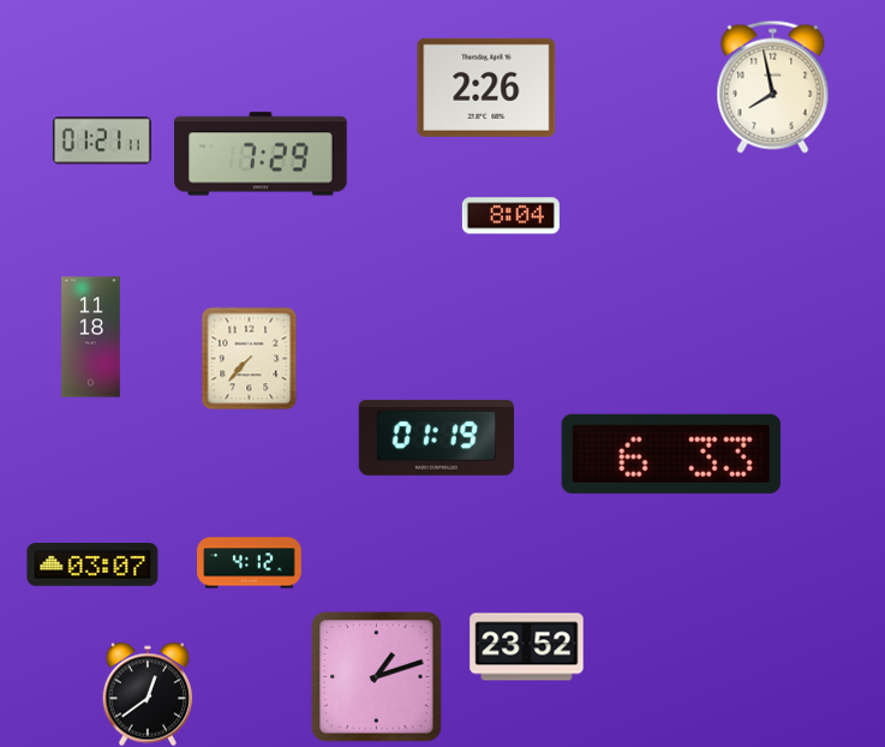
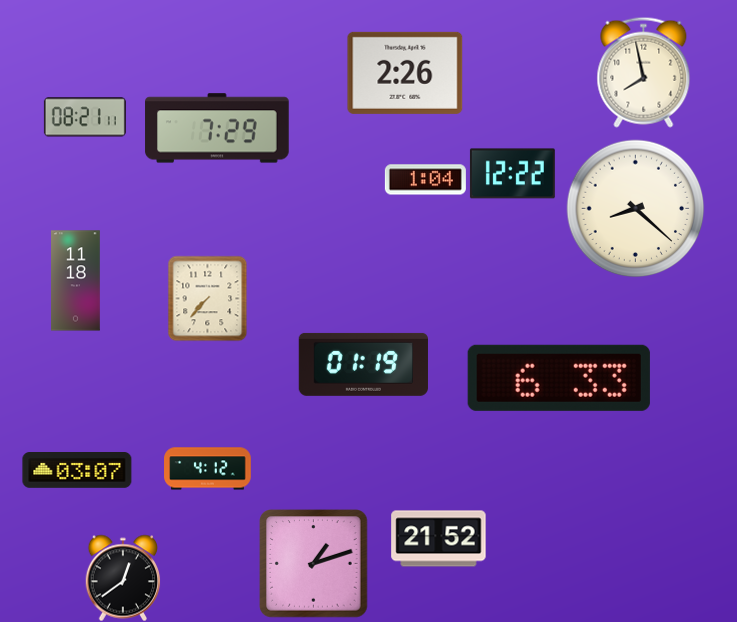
clock at (102, 141): 01:21 -> 08:21
clock at (512, 174): none -> 12:22
clock at (510, 216): 8:04 -> 1:04
clock at (636, 209): none -> 8:22
clock at (527, 647): 23:52 -> 21:52
